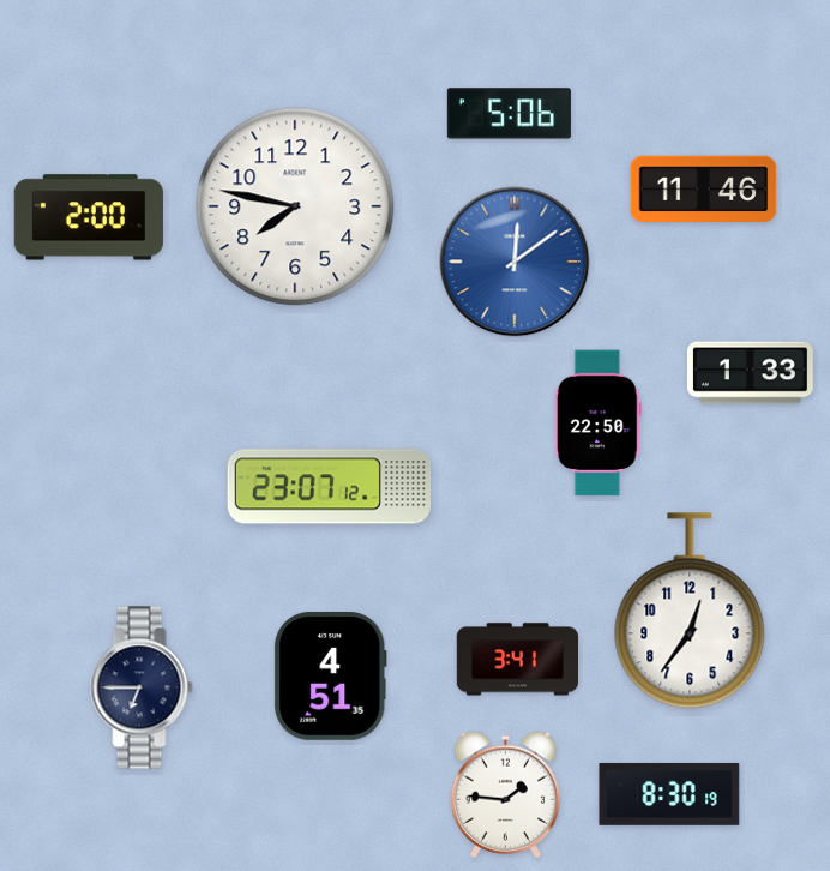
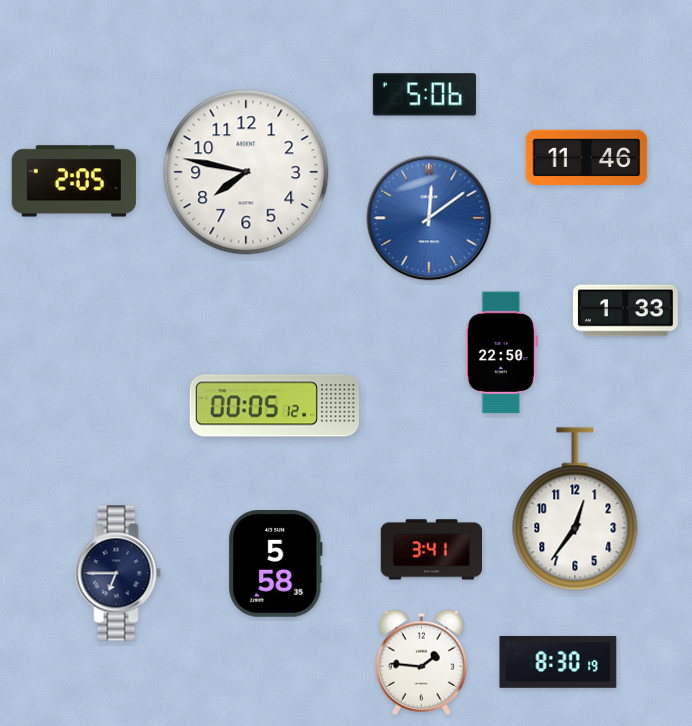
clock at (89, 217): 2:00 -> 2:05
clock at (597, 424) position: (597, 424) -> (501, 353)
clock at (329, 487): 23:07 -> 00:05
clock at (331, 677): 4:51 -> 5:58
